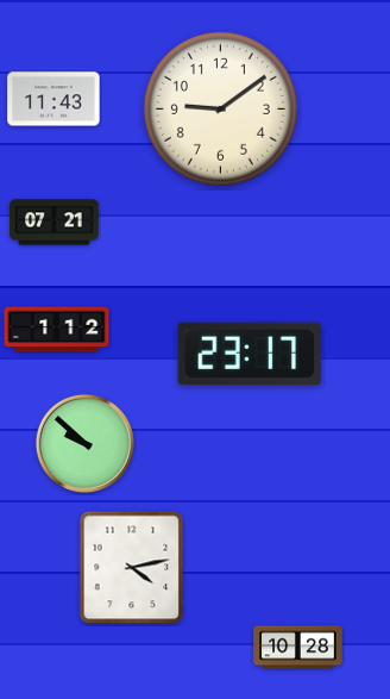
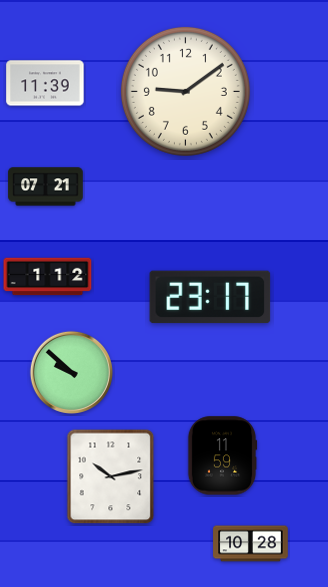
clock at (54, 99): 11:43 -> 11:39
clock at (222, 456): none -> 11:59
clock at (132, 568): 4:13 -> 10:13
